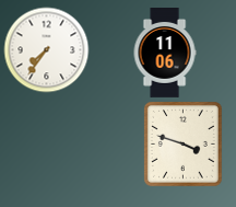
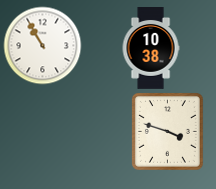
clock at (46, 49): 7:36 -> 10:55
clock at (165, 54): 11:06 -> 10:38
